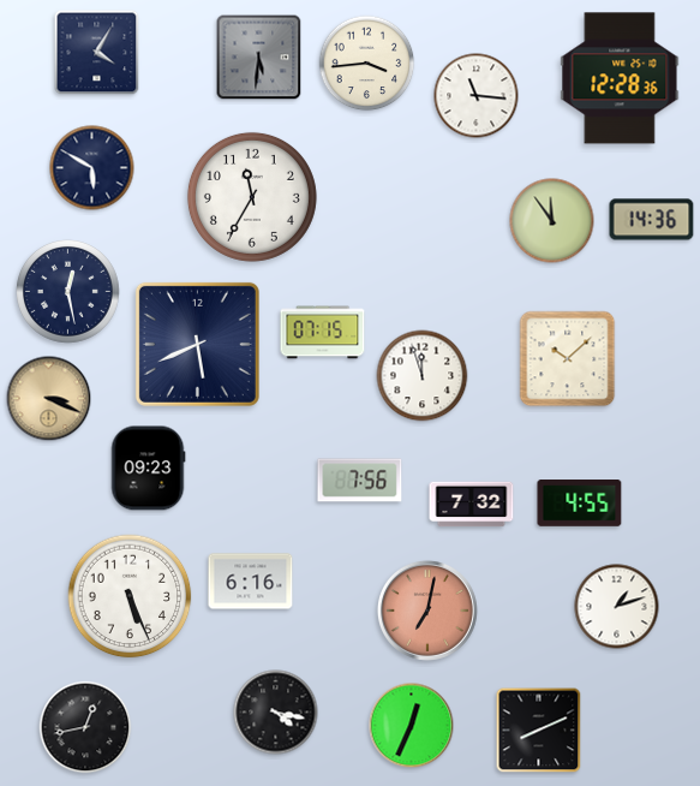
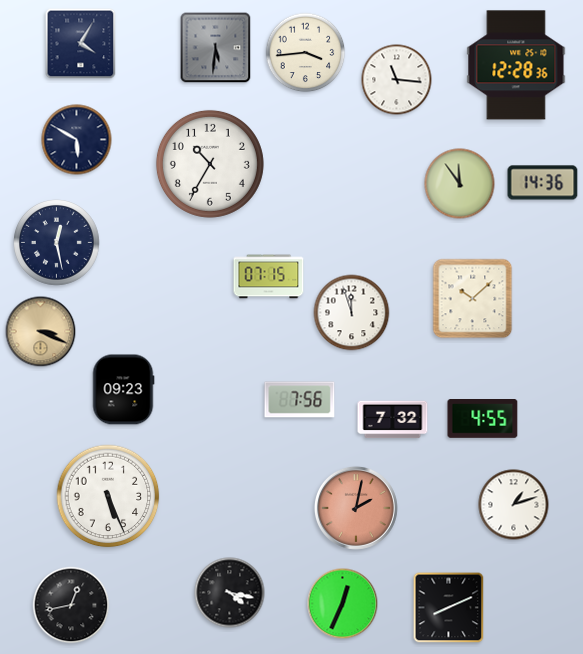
clock at (252, 197): 11:35 -> 10:35
clock at (197, 344): 5:41 -> none
clock at (251, 582): 6:16 -> none
clock at (427, 611): 7:02 -> 2:02
